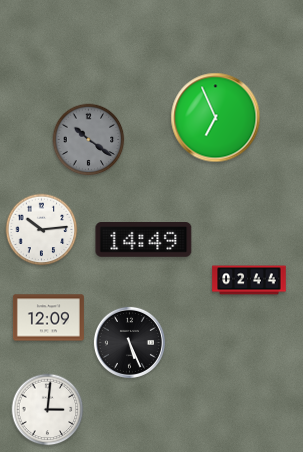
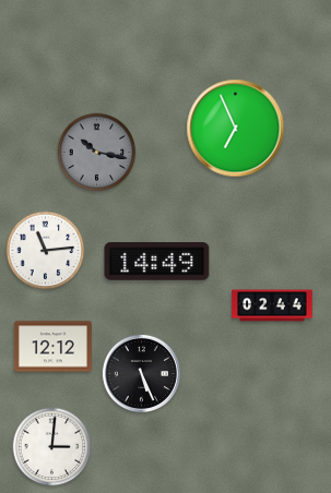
clock at (89, 140): 10:21 -> 10:17
clock at (42, 230): 10:14 -> 11:14
clock at (48, 318): 12:09 -> 12:12
